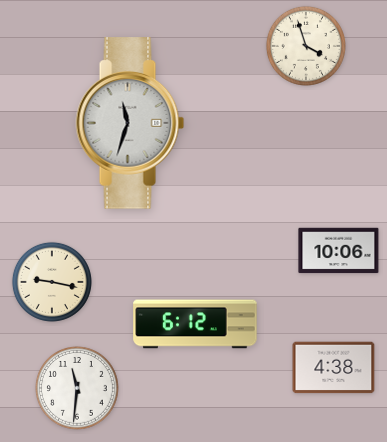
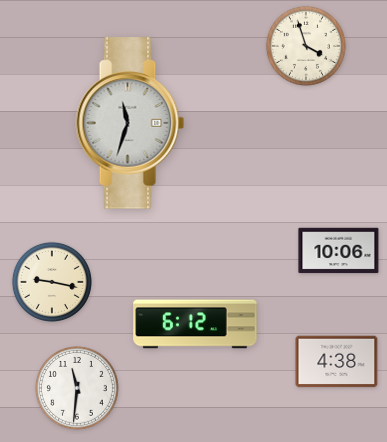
clock at (334, 368) position: (334, 368) -> (337, 362)
